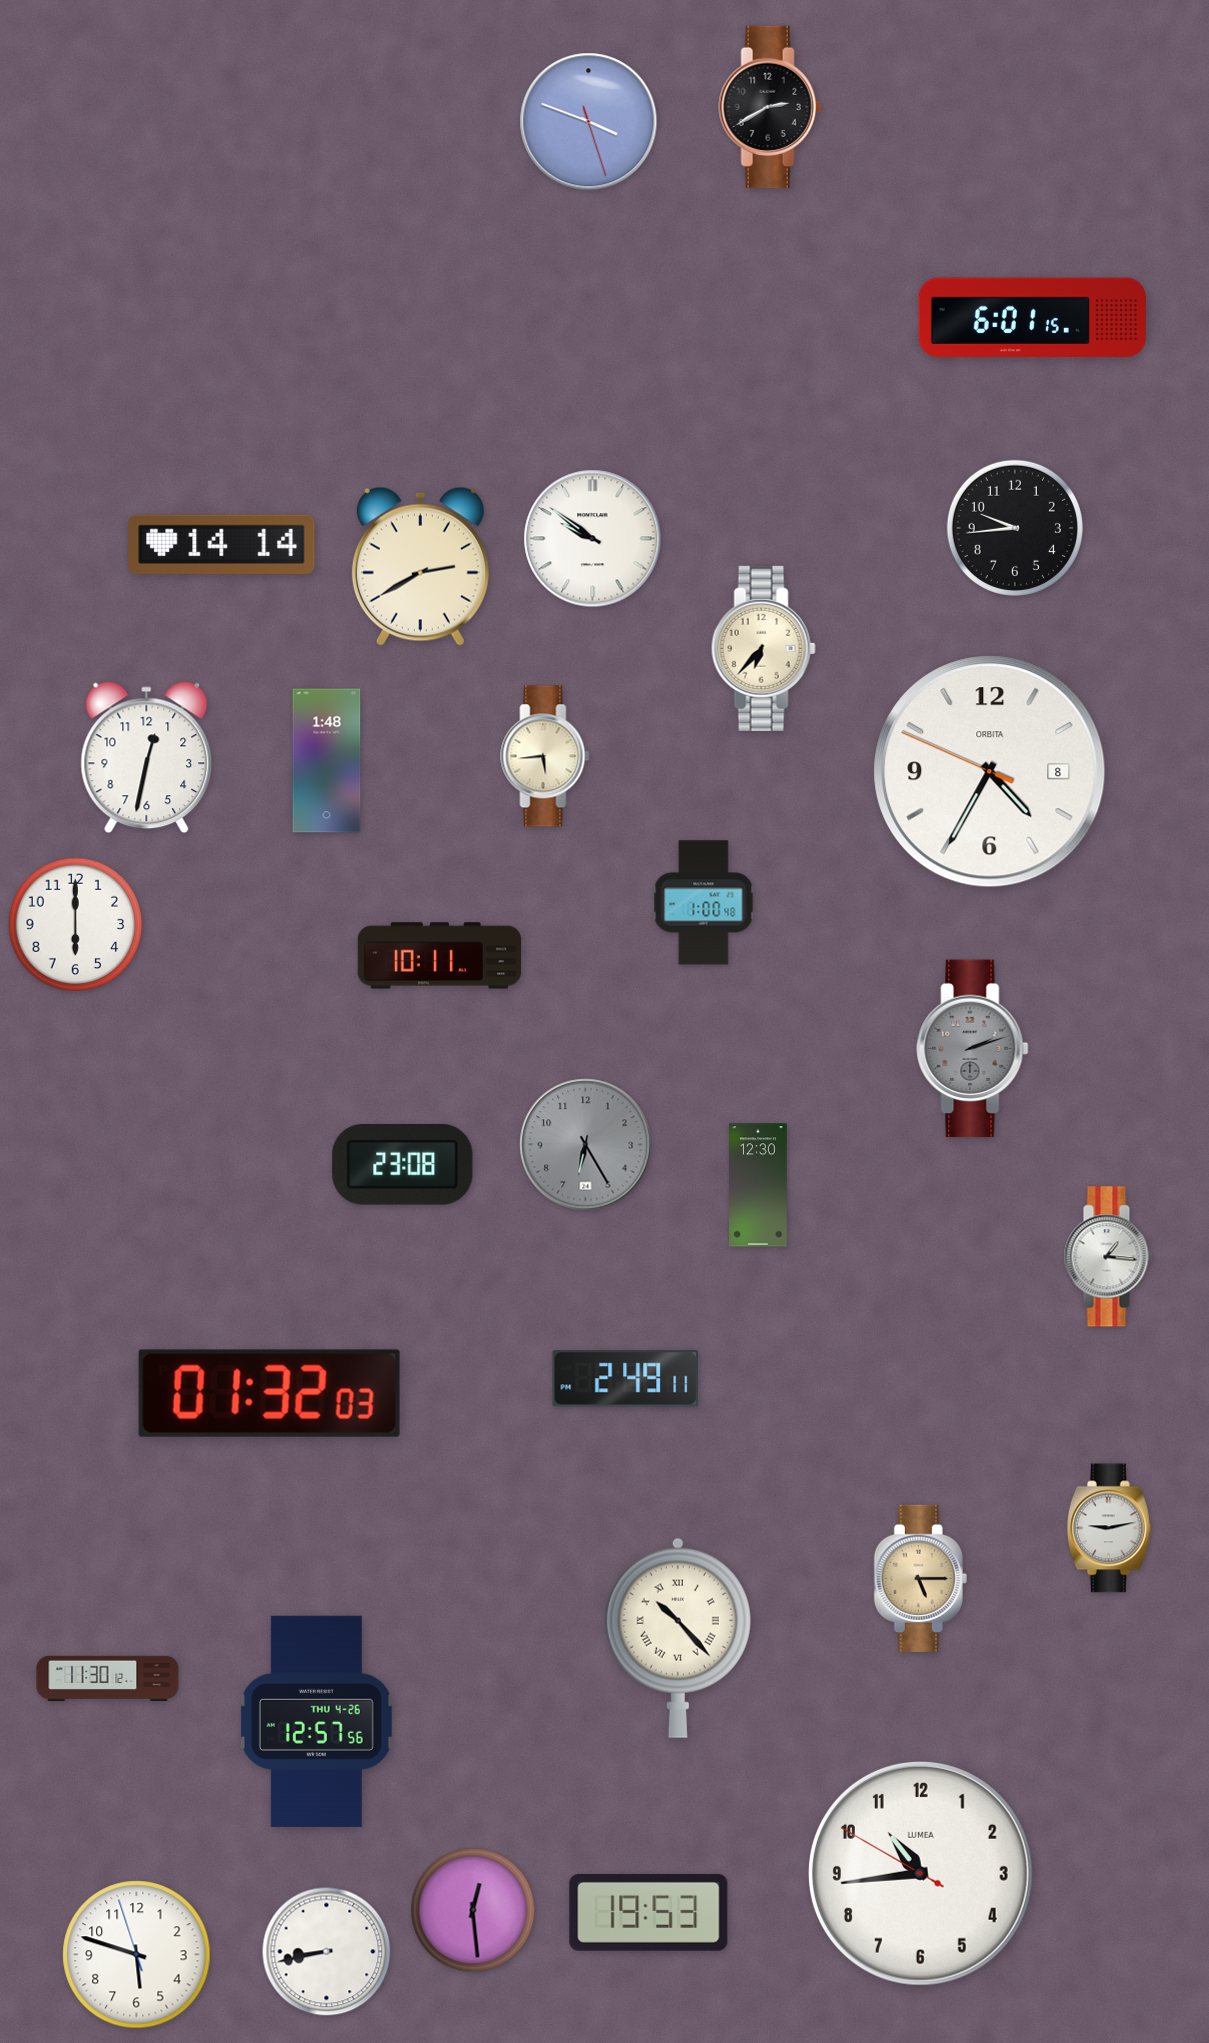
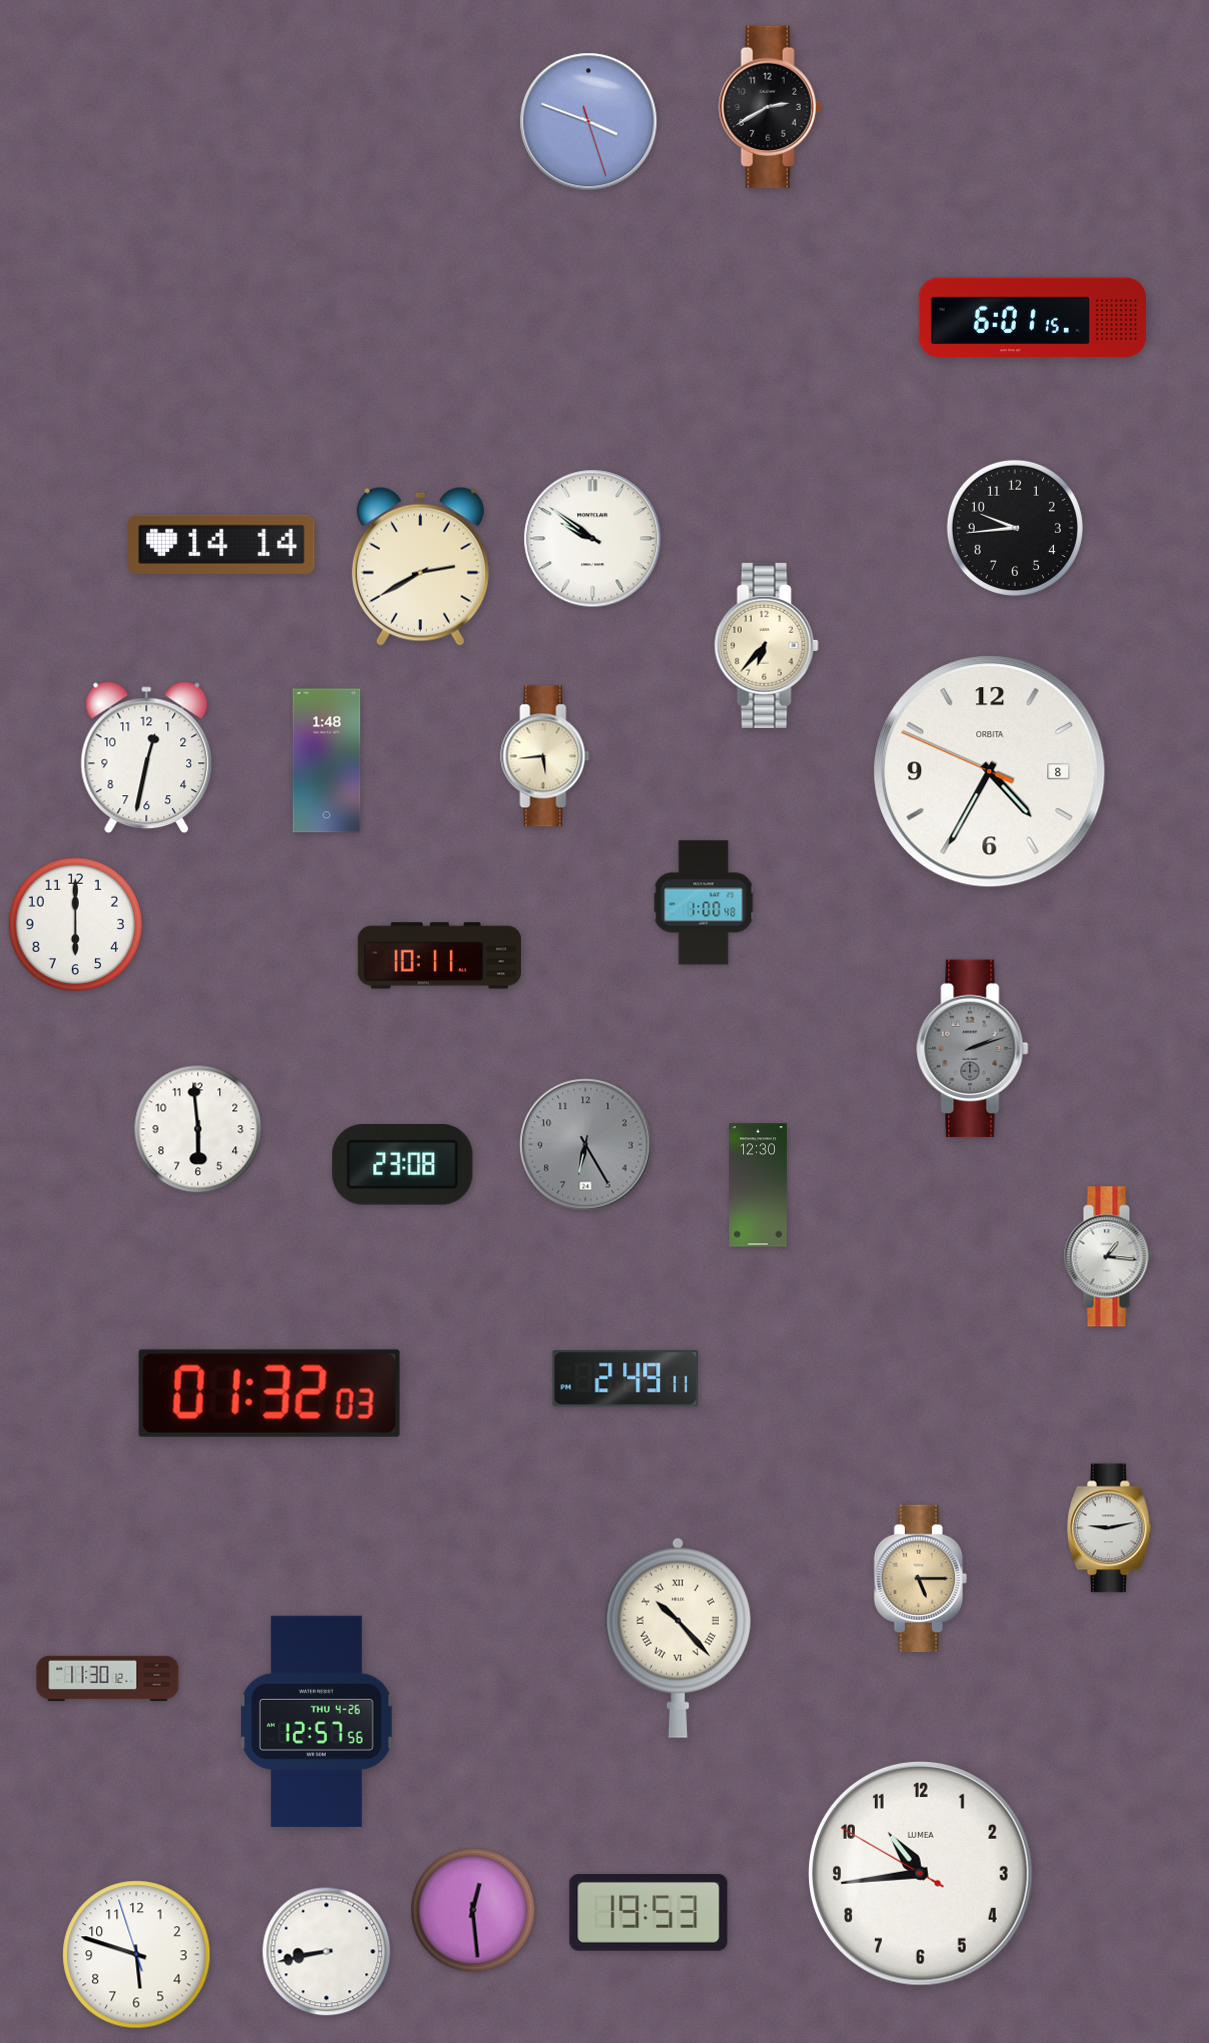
clock at (763, 648) position: (763, 648) -> (766, 645)
clock at (198, 1129): none -> 5:59
